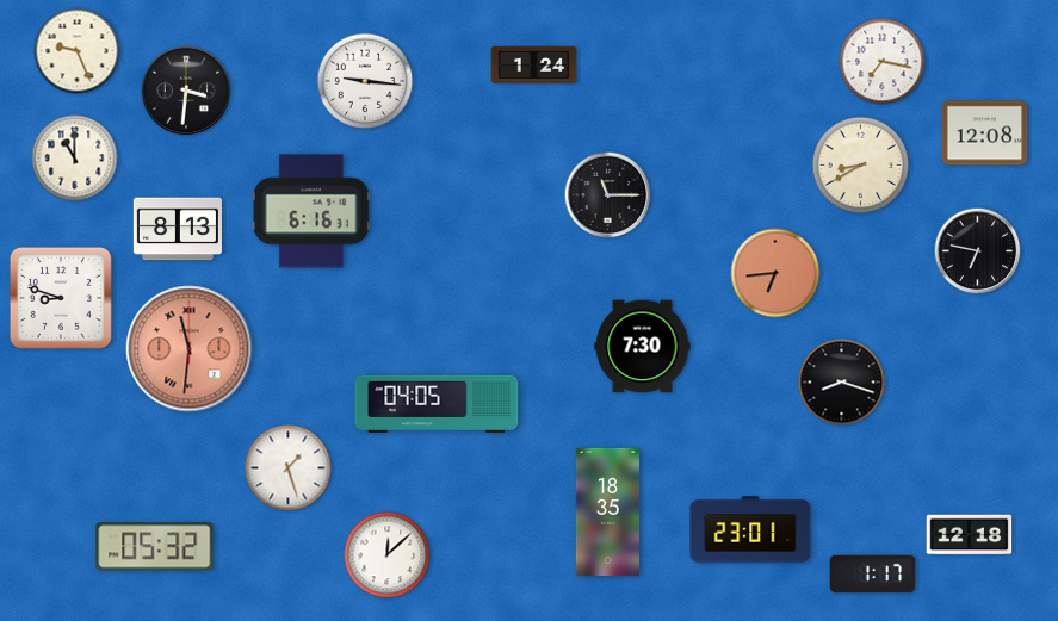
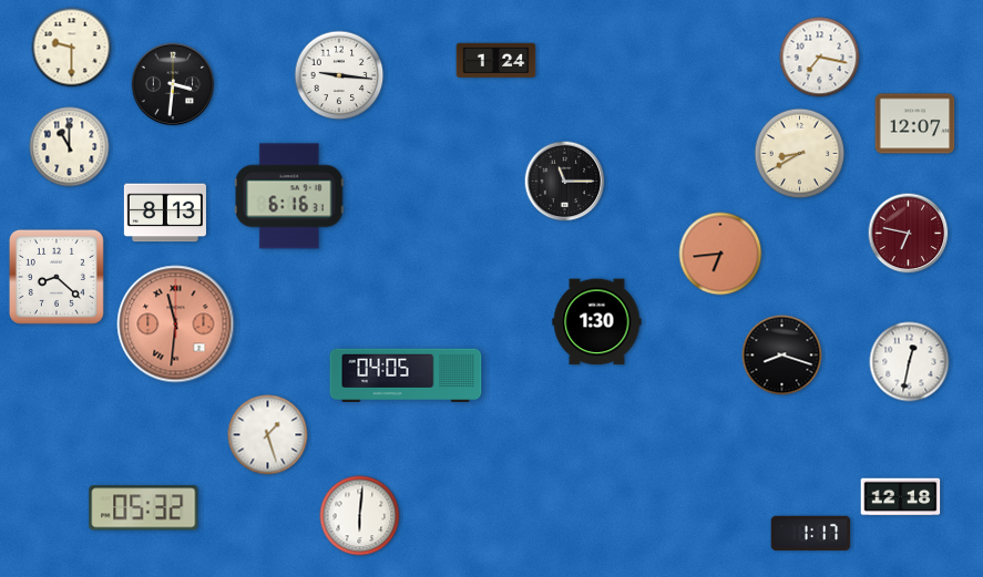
clock at (78, 51): 9:26 -> 9:30
clock at (985, 133): 12:08 -> 12:07
clock at (978, 251) dial: black -> burgundy
clock at (61, 298): 8:48 -> 8:22
clock at (643, 347): 7:30 -> 1:30
clock at (910, 362): none -> 12:32
clock at (607, 511): 18:35 -> none
clock at (750, 529): 23:01 -> none
clock at (388, 555): 12:08 -> 6:01
